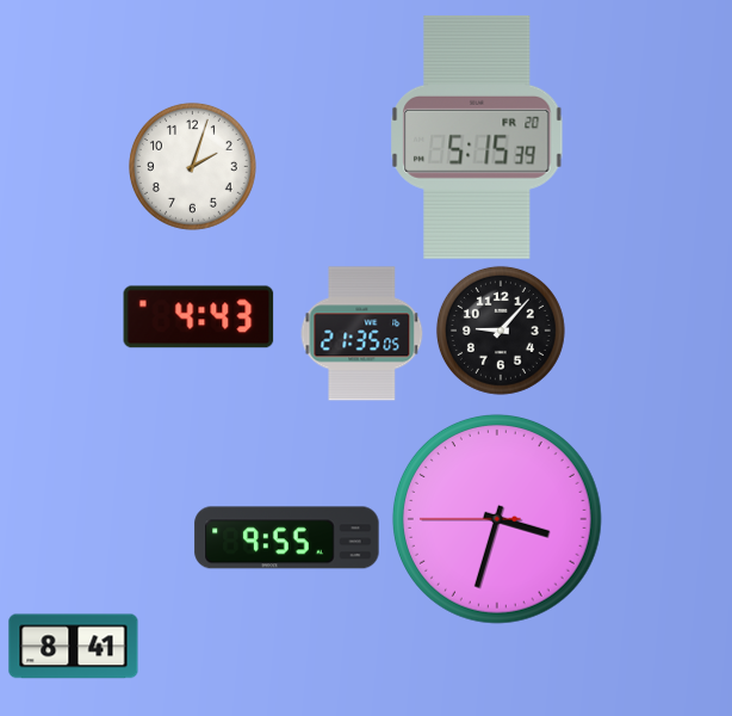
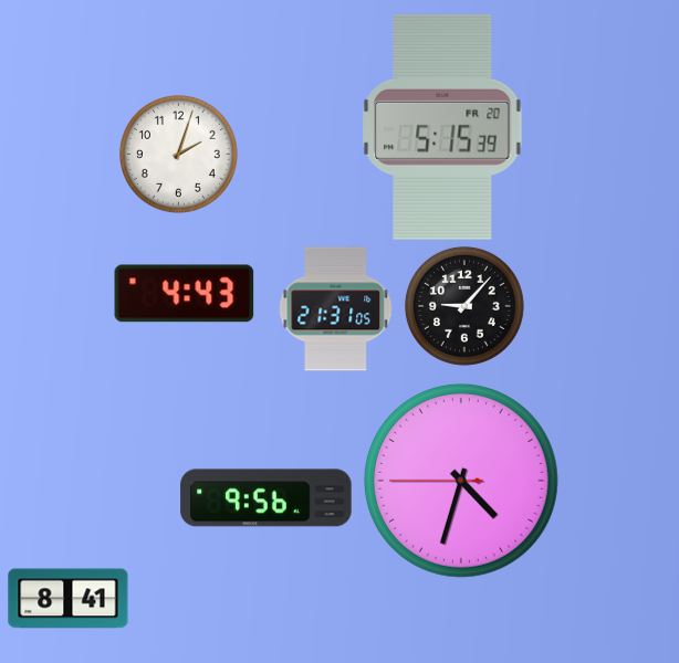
clock at (362, 334): 21:35 -> 21:31
clock at (497, 519): 3:32 -> 4:32
clock at (287, 538): 9:55 -> 9:56
